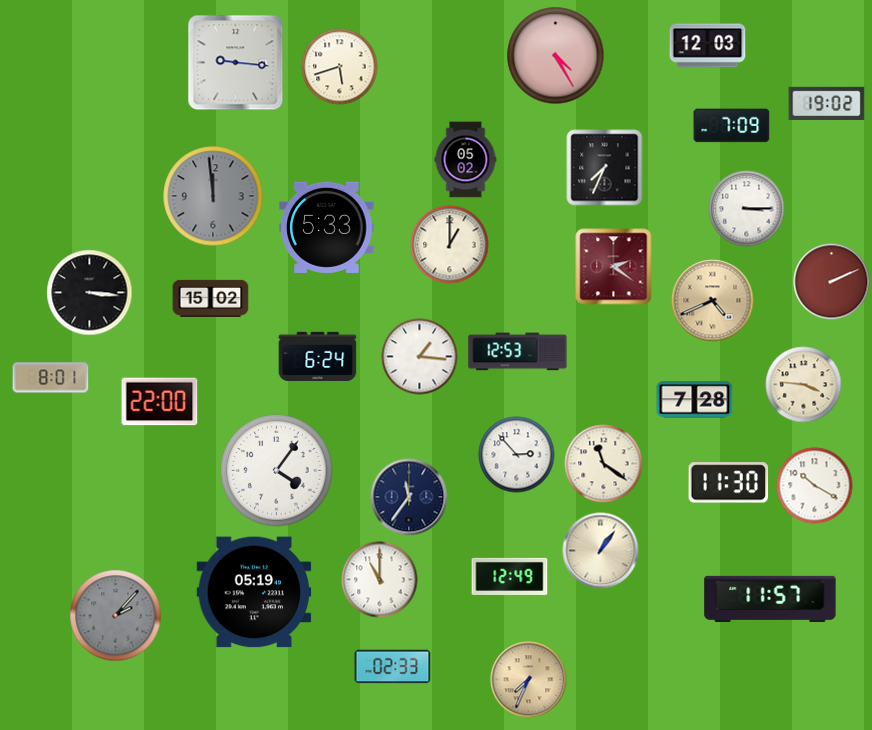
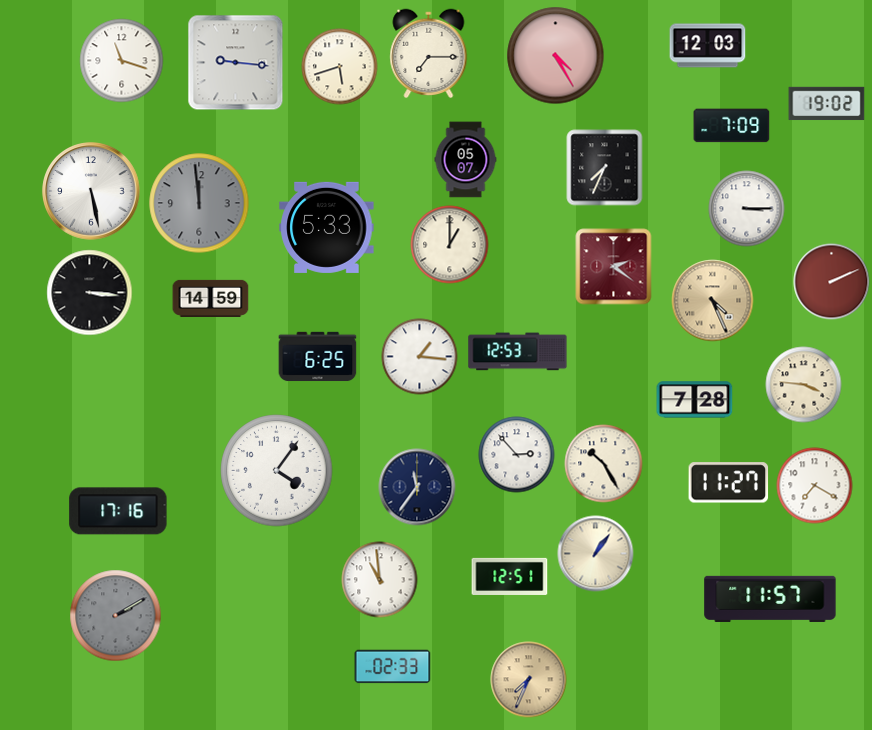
clock at (429, 54): none -> 7:15
clock at (122, 61): none -> 11:18
clock at (466, 160): 05:02 -> 05:07
clock at (91, 191): none -> 5:28
clock at (213, 196) position: (213, 196) -> (199, 203)
clock at (211, 298): 15:02 -> 14:59
clock at (713, 301): 4:41 -> 4:26
clock at (318, 357): 6:24 -> 6:25
clock at (51, 378): 8:01 -> none
clock at (160, 402): 22:00 -> none
clock at (604, 464): 11:21 -> 10:25
clock at (729, 483): 11:30 -> 11:27
clock at (815, 486): 10:20 -> 7:20
clock at (409, 497) position: (409, 497) -> (417, 487)
clock at (118, 511): none -> 17:16
clock at (601, 551) position: (601, 551) -> (596, 554)
clock at (510, 576): 12:49 -> 12:51
clock at (380, 580): 11:00 -> 10:59
clock at (254, 592): 05:19 -> none
clock at (116, 616): 2:07 -> 2:10
